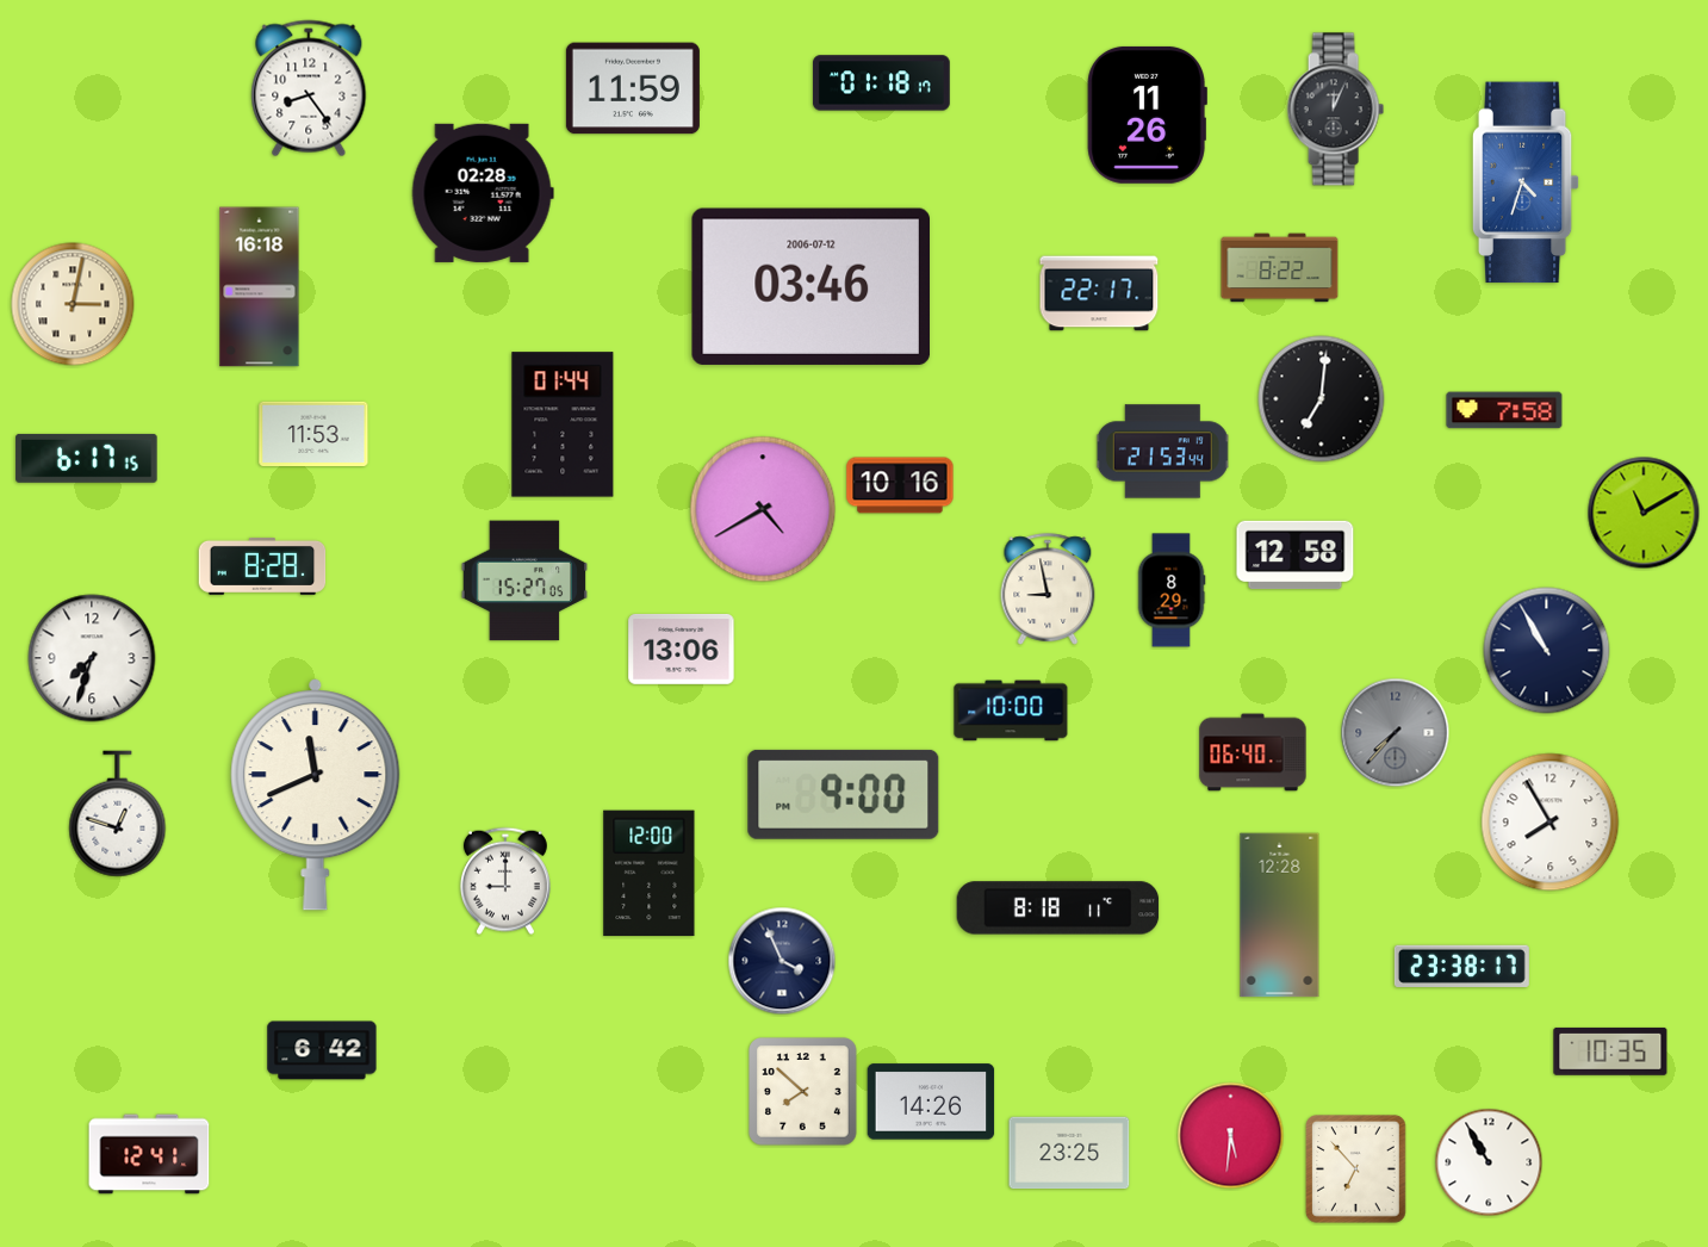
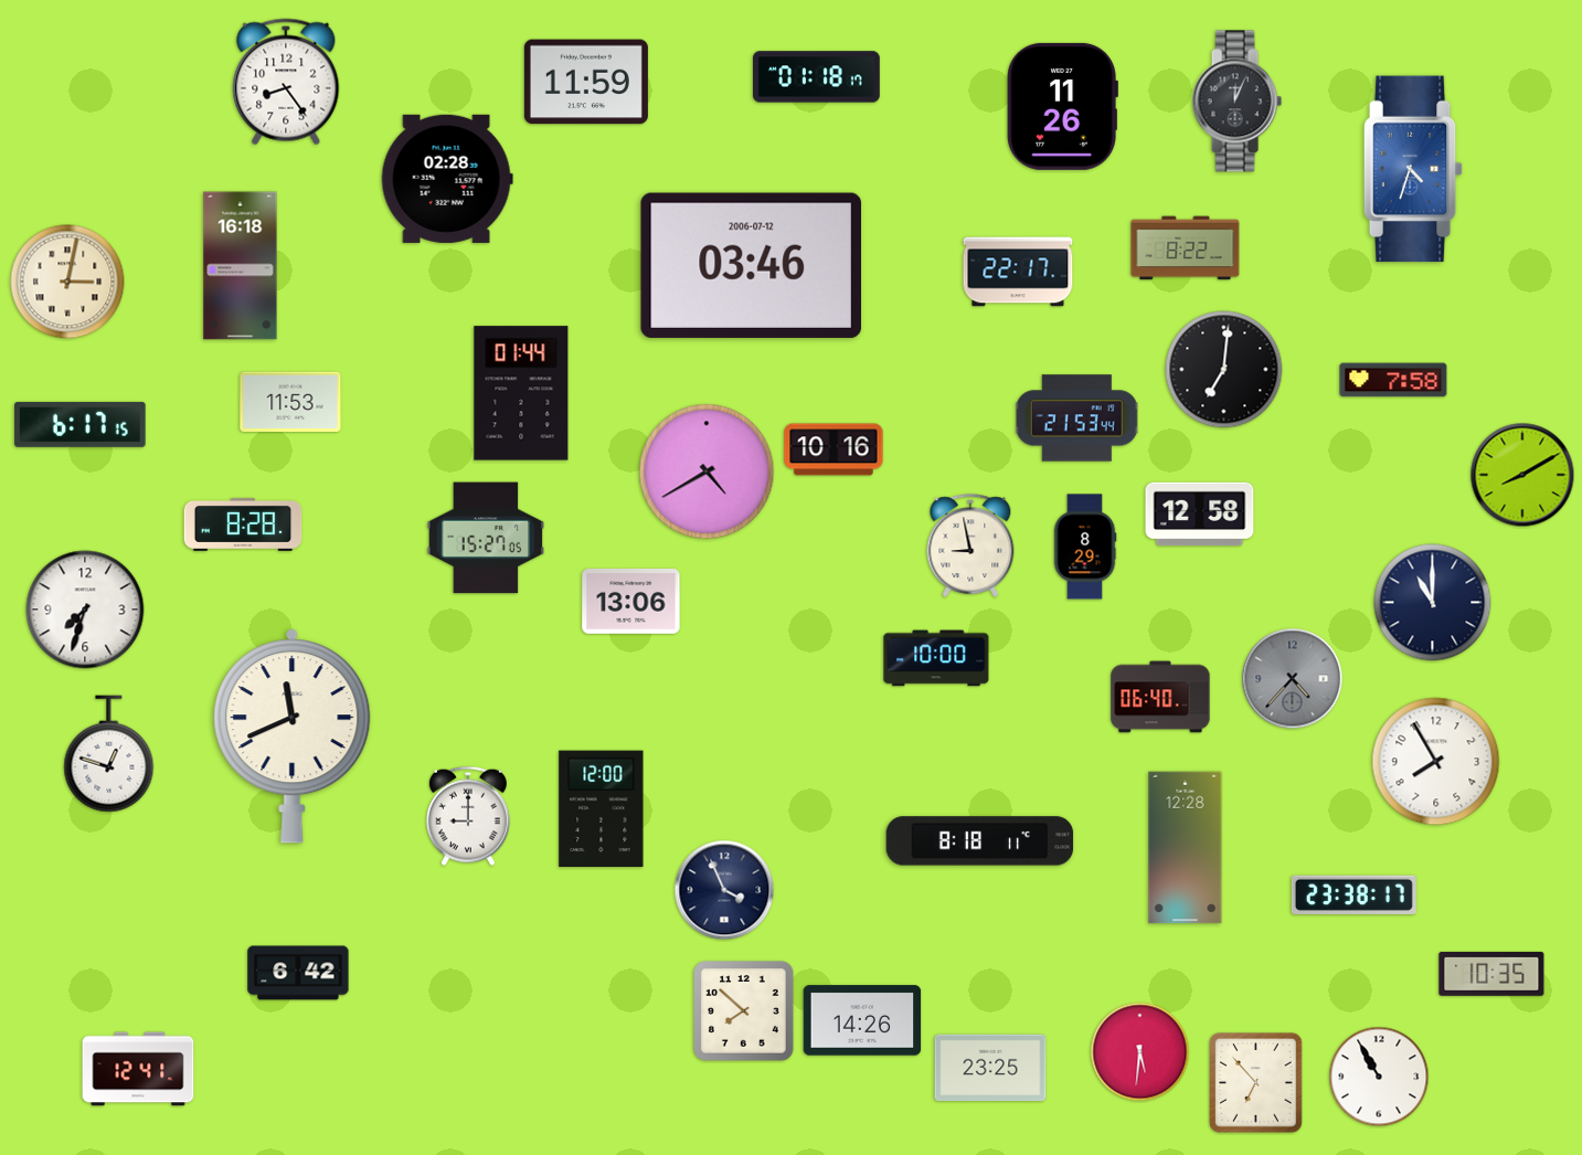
clock at (1644, 513): 11:10 -> 8:10
clock at (1547, 651): 10:55 -> 11:00
clock at (1396, 733): 7:37 -> 4:37
clock at (844, 794): 9:00 -> none
